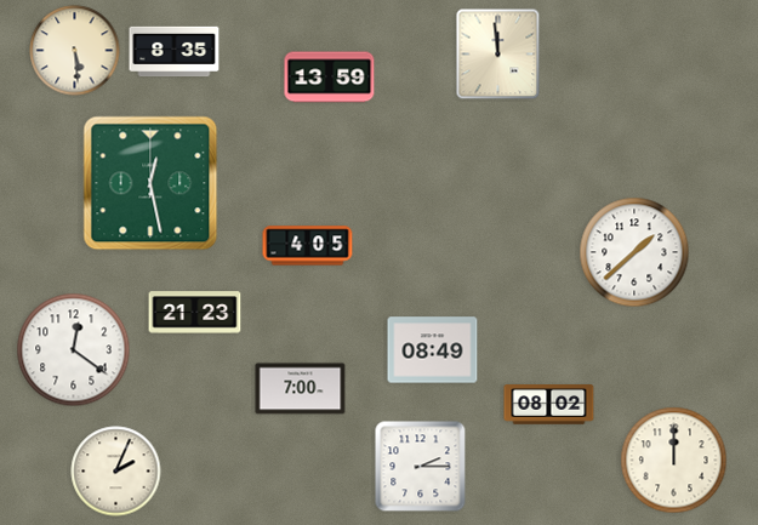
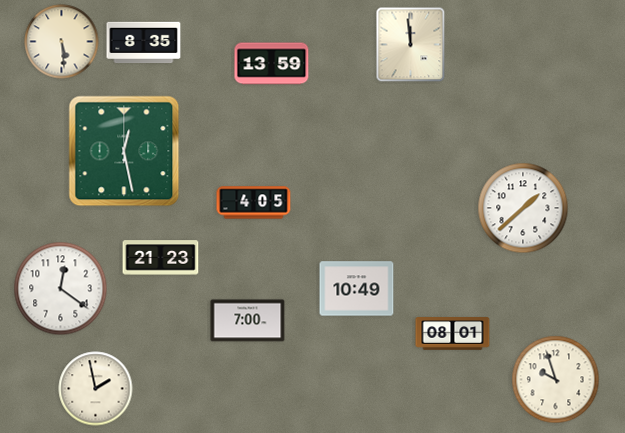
clock at (433, 350): 08:49 -> 10:49
clock at (549, 405): 08:02 -> 08:01
clock at (674, 461): 12:00 -> 9:57
clock at (421, 467): 2:15 -> none
clock at (116, 472): 2:04 -> 1:58
